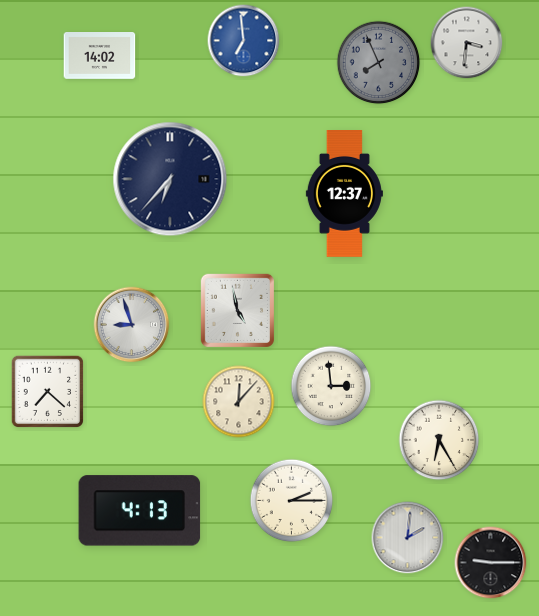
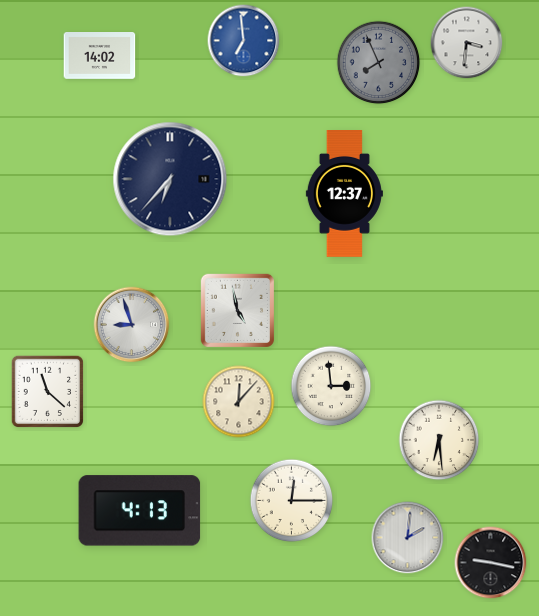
clock at (48, 391): 7:22 -> 11:22
clock at (439, 440): 6:25 -> 6:29
clock at (292, 501): 2:15 -> 12:15
clock at (491, 563): 9:15 -> 9:17
